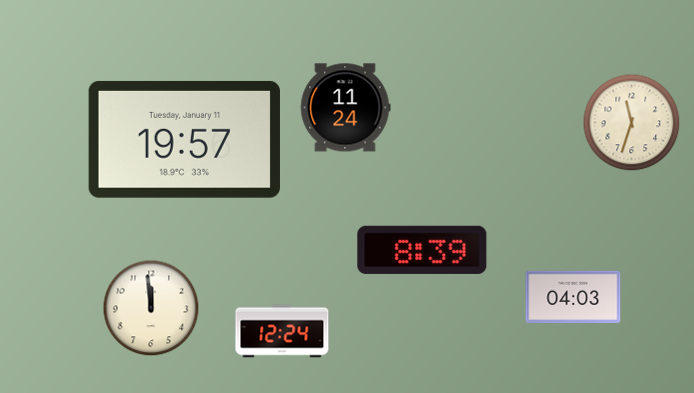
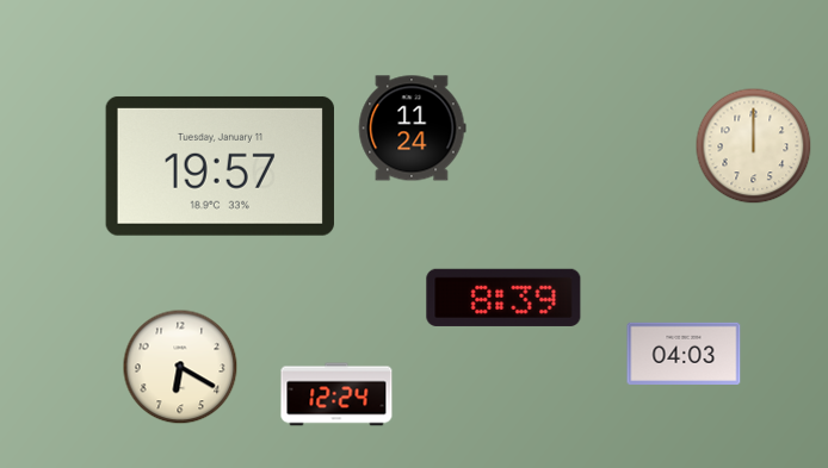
clock at (632, 123): 11:33 -> 12:00
clock at (151, 308): 11:59 -> 6:20
